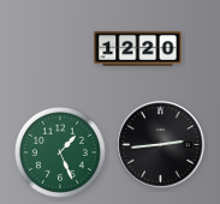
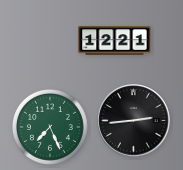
clock at (138, 49): 12:20 -> 12:21
clock at (60, 152): 1:26 -> 7:26
